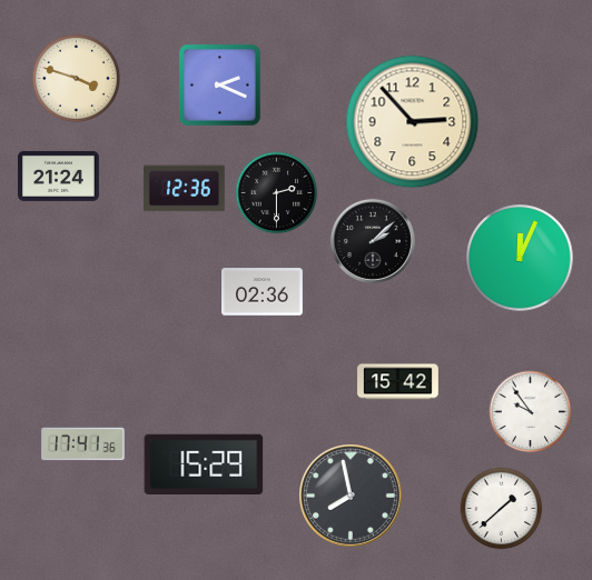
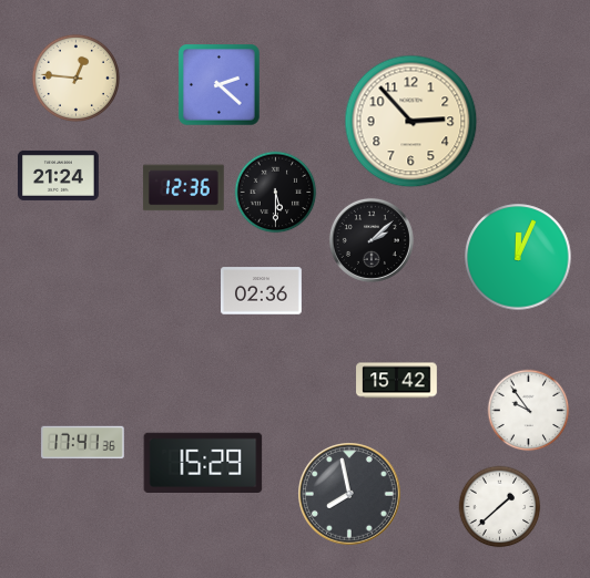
clock at (76, 78): 3:48 -> 12:46
clock at (220, 86): 2:19 -> 2:22
clock at (277, 193): 2:30 -> 5:30
